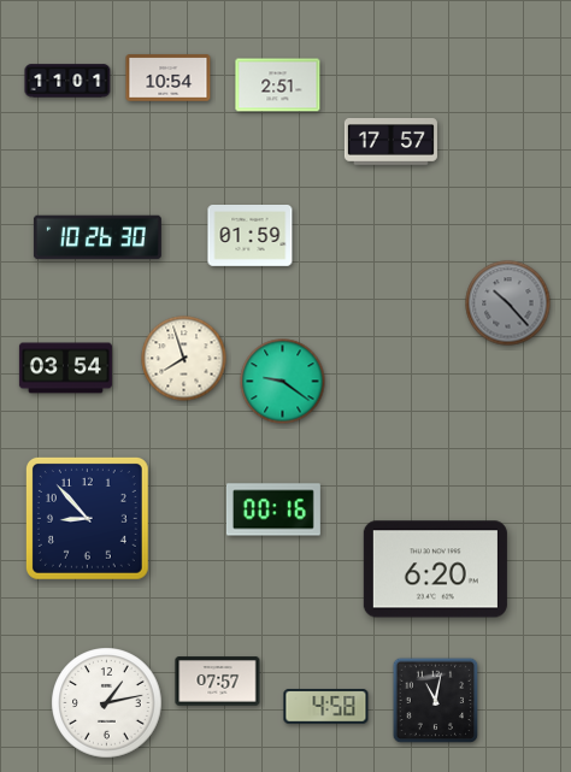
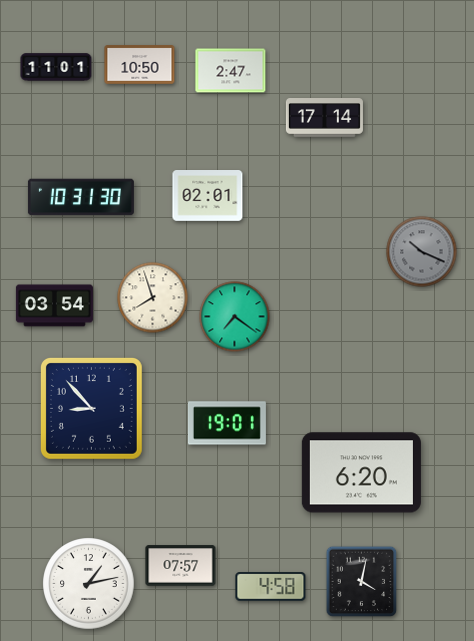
clock at (169, 78): 10:54 -> 10:50
clock at (278, 86): 2:51 -> 2:47
clock at (390, 142): 17:57 -> 17:14
clock at (251, 236): 01:59 -> 02:01
clock at (98, 237): 10:26 -> 10:31
clock at (508, 304): 10:23 -> 10:19
clock at (283, 382): 9:21 -> 7:21
clock at (273, 509): 00:16 -> 19:01
clock at (87, 518) position: (87, 518) -> (91, 408)
clock at (436, 701): 11:02 -> 4:02
